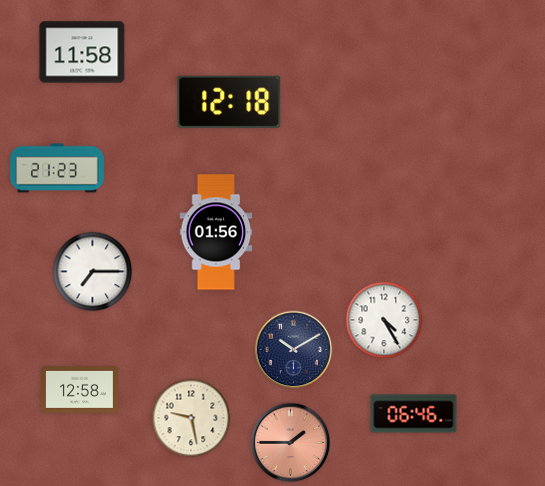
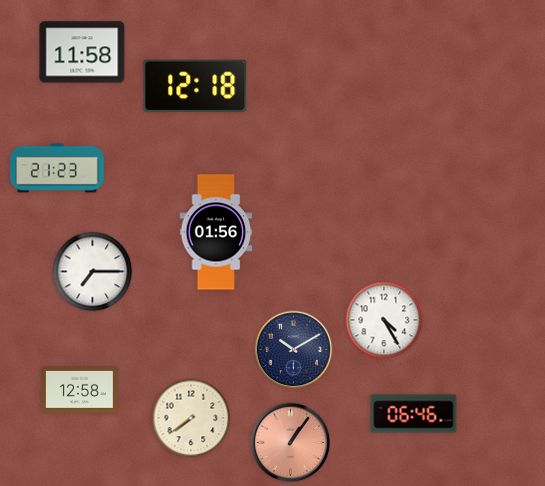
clock at (229, 102) position: (229, 102) -> (195, 86)
clock at (191, 418): 9:28 -> 7:39
clock at (291, 443): 1:45 -> 1:06
